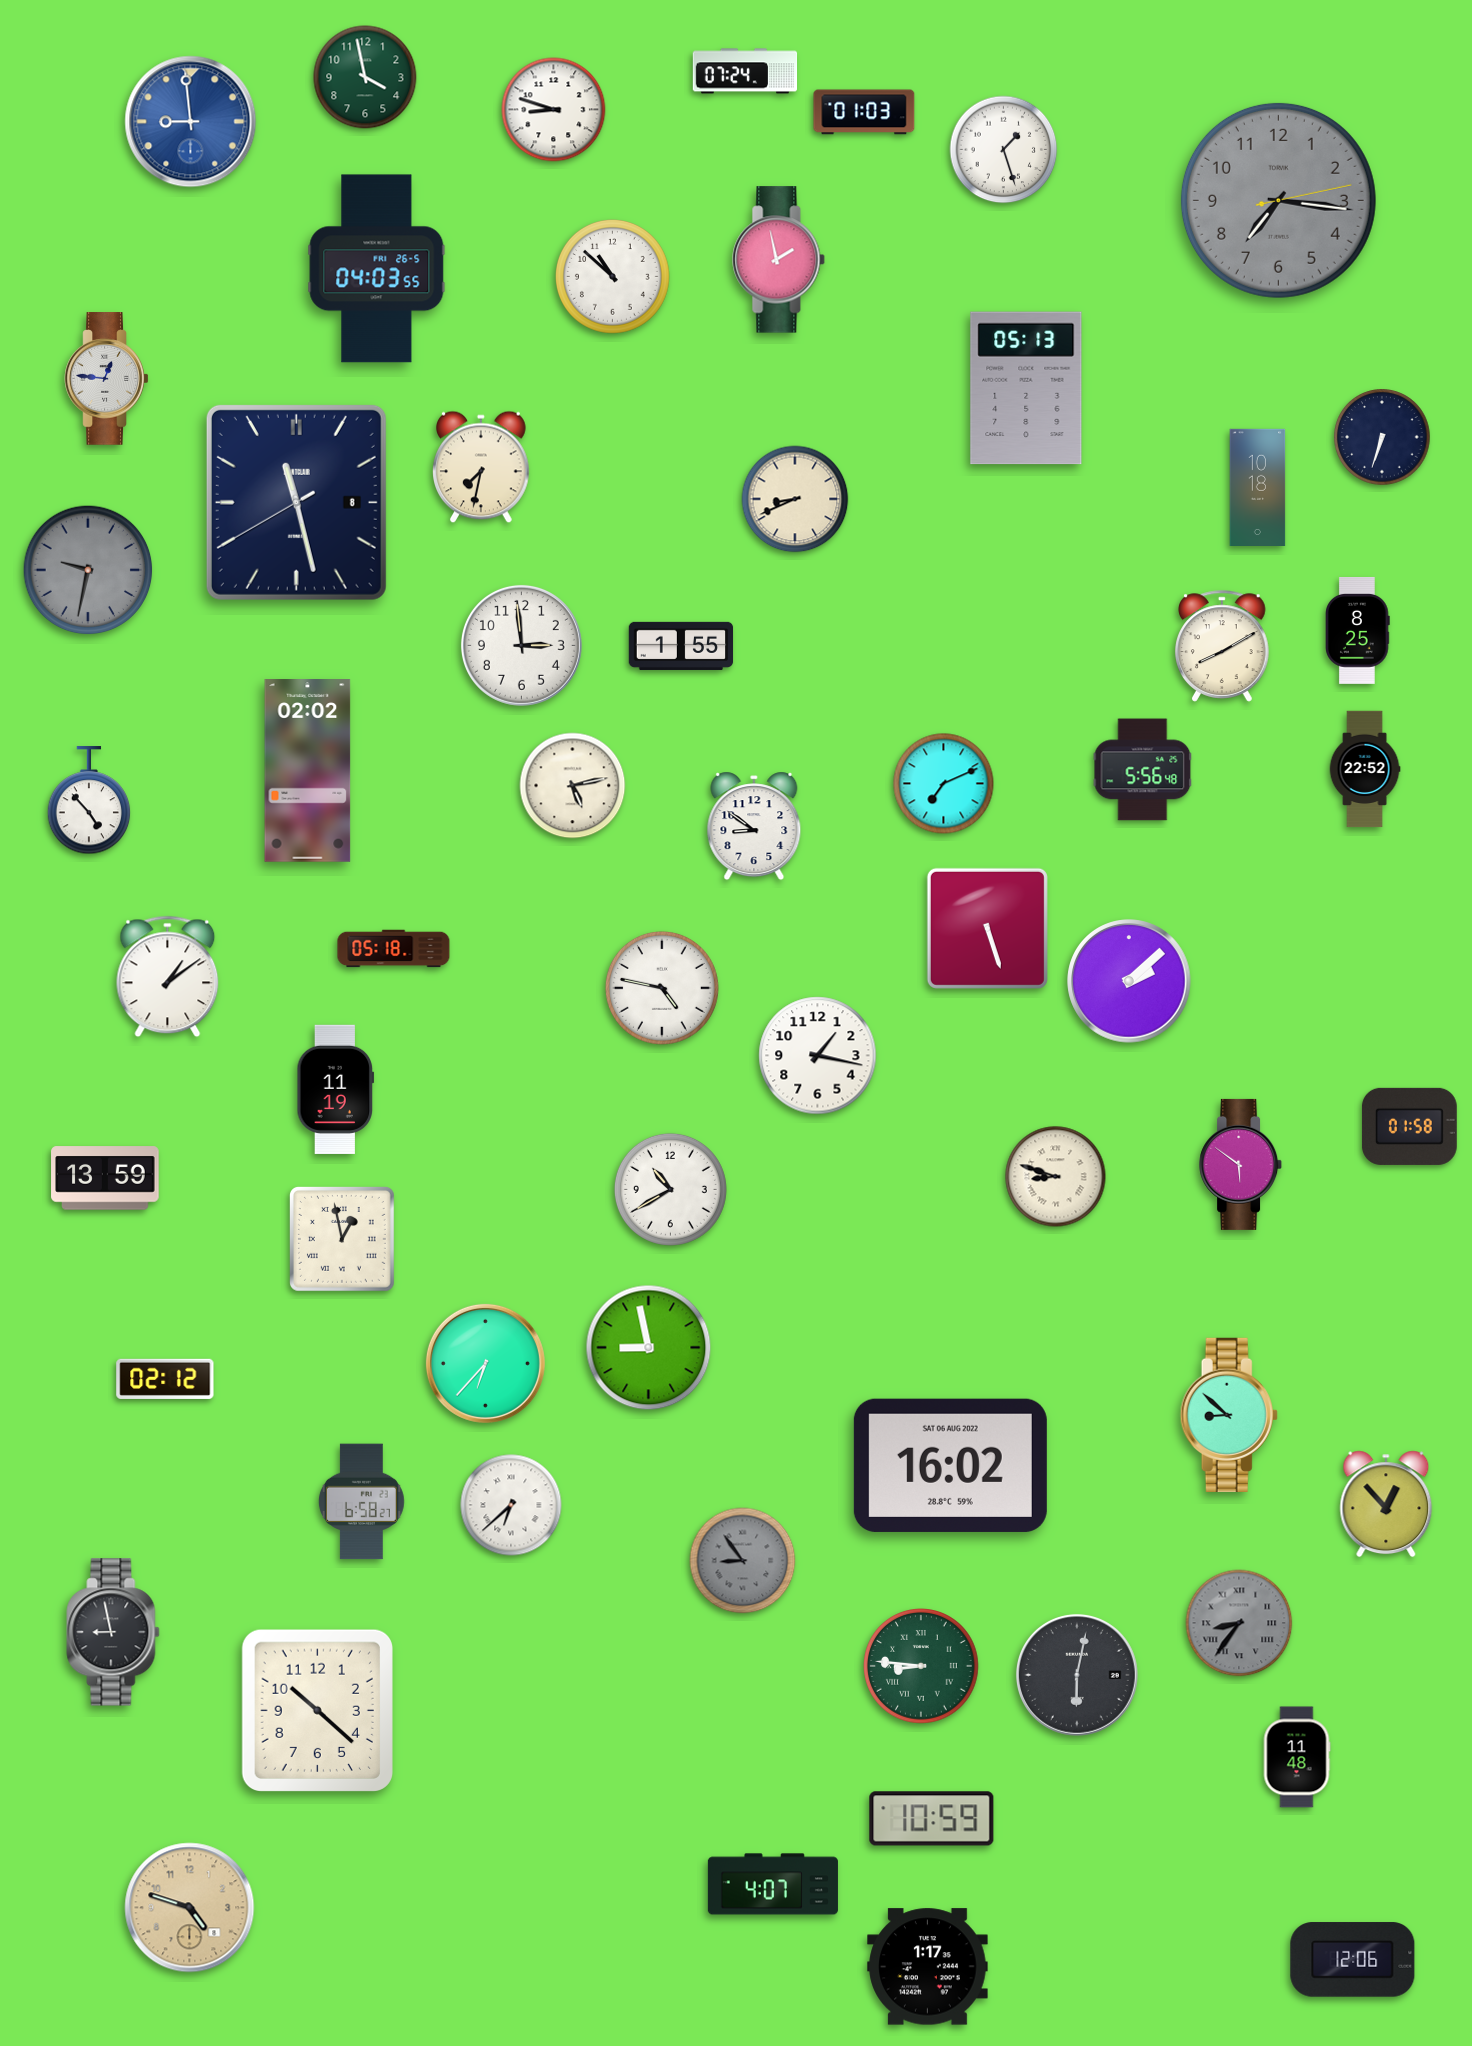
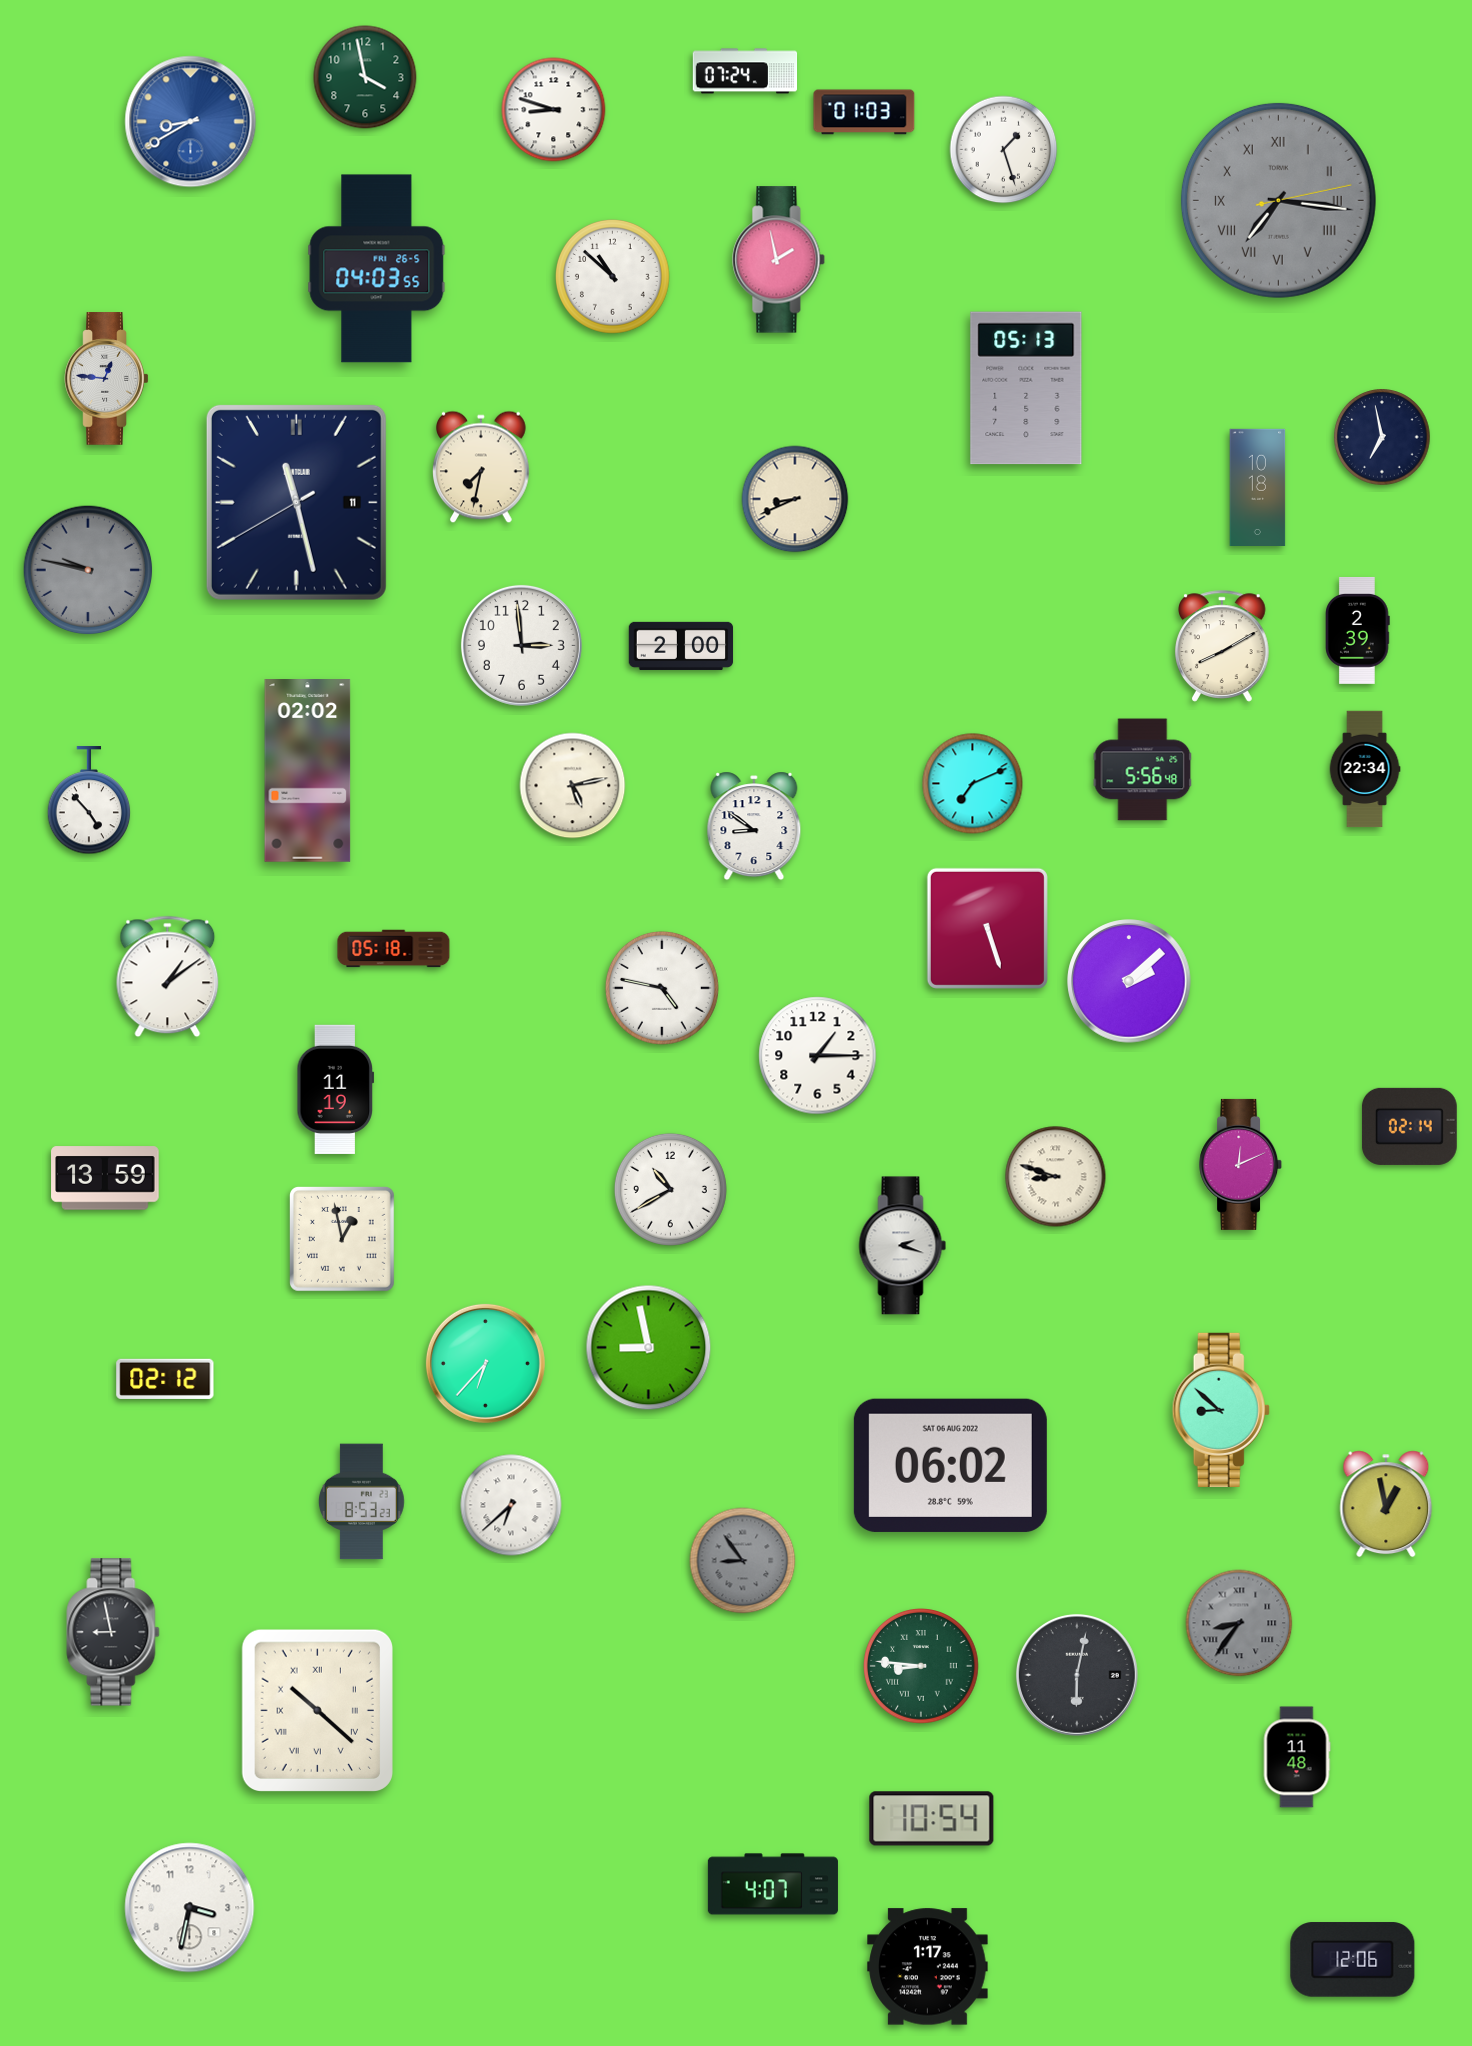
clock at (191, 122): 8:59 -> 8:40
clock at (1278, 200) numerals: Arabic -> Roman
clock at (1382, 437): 6:33 -> 6:58
clock at (296, 502) date: 8 -> 11
clock at (88, 570): 9:32 -> 9:47
clock at (1358, 630): 8:25 -> 2:39
clock at (681, 646): 1:55 -> 2:00
clock at (1365, 769): 22:52 -> 22:34
clock at (944, 784) position: (944, 784) -> (973, 784)
clock at (818, 1056): 1:17 -> 1:15
clock at (1409, 1126): 01:58 -> 02:14
clock at (1241, 1164): 5:51 -> 12:11
clock at (903, 1246): none -> 2:18
clock at (1229, 1415) position: (1229, 1415) -> (1221, 1410)
clock at (950, 1465): 16:02 -> 06:02
clock at (361, 1502): 6:58 -> 8:53
clock at (1386, 1504): 12:53 -> 12:58
clock at (317, 1710) numerals: Arabic -> Roman
clock at (932, 1819): 10:59 -> 10:54
clock at (190, 1908): 4:48 -> 3:32
clock at (190, 1908) dial: champagne -> white
